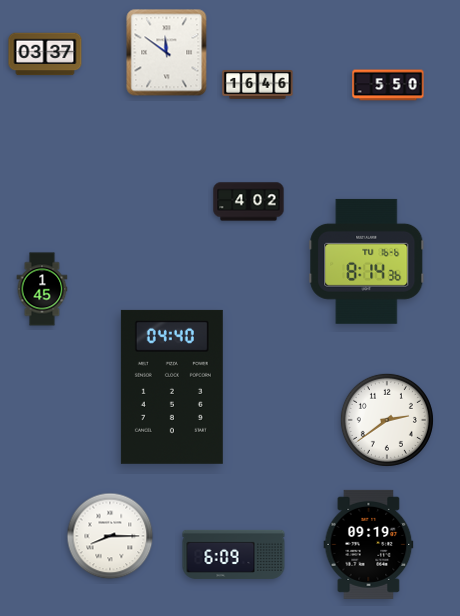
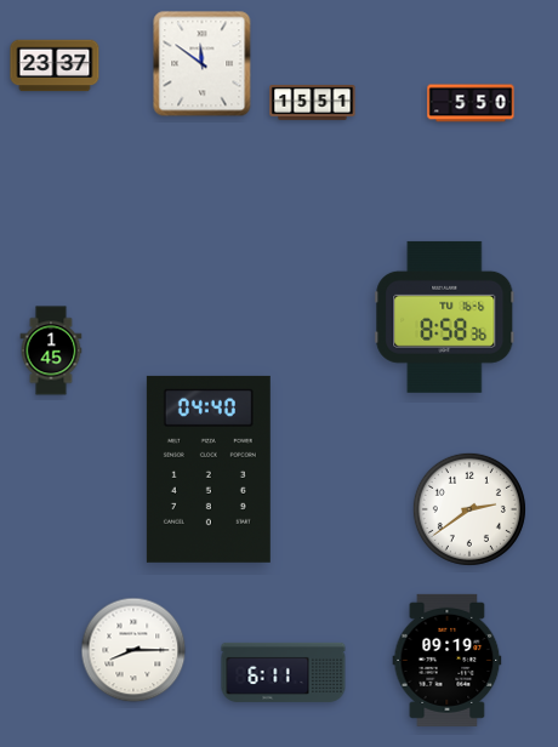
clock at (45, 54): 03:37 -> 23:37
clock at (258, 85): 16:46 -> 15:51
clock at (249, 202): 4:02 -> none
clock at (367, 261): 8:14 -> 8:58
clock at (234, 554): 6:09 -> 6:11
